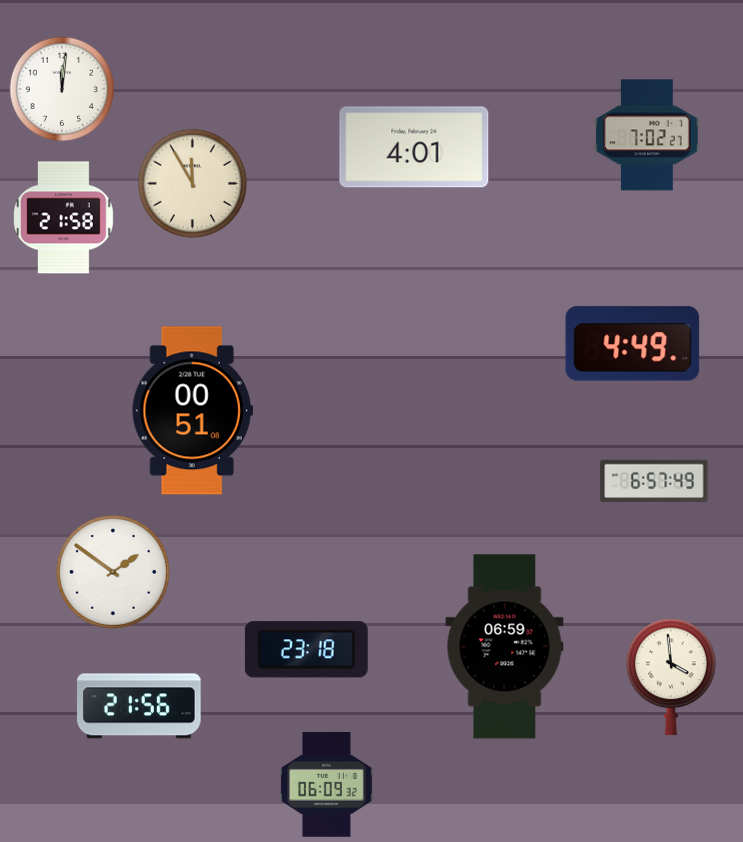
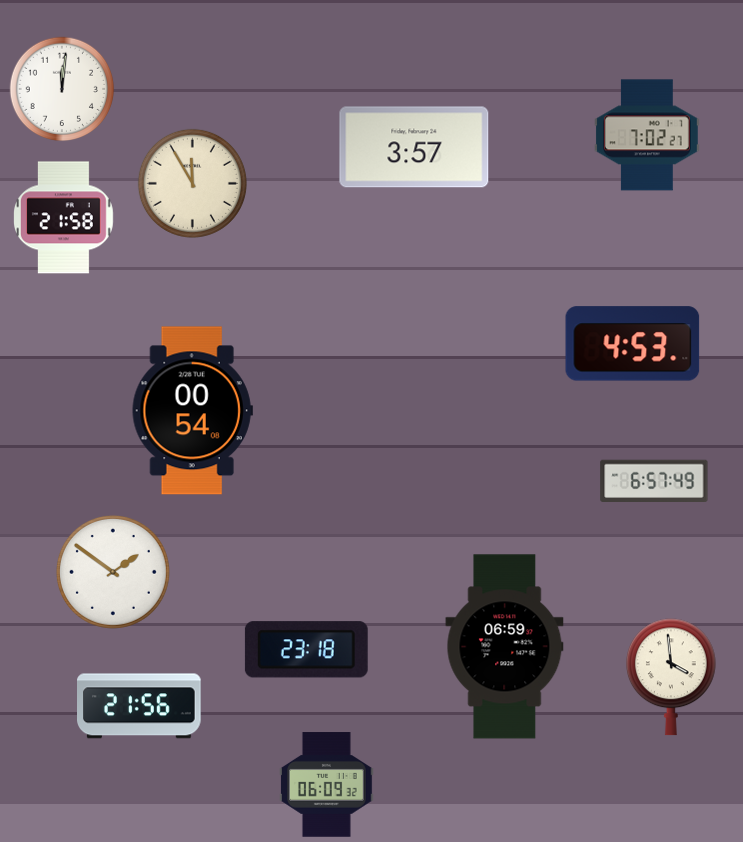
clock at (414, 147): 4:01 -> 3:57
clock at (633, 344): 4:49 -> 4:53
clock at (192, 411): 00:51 -> 00:54
